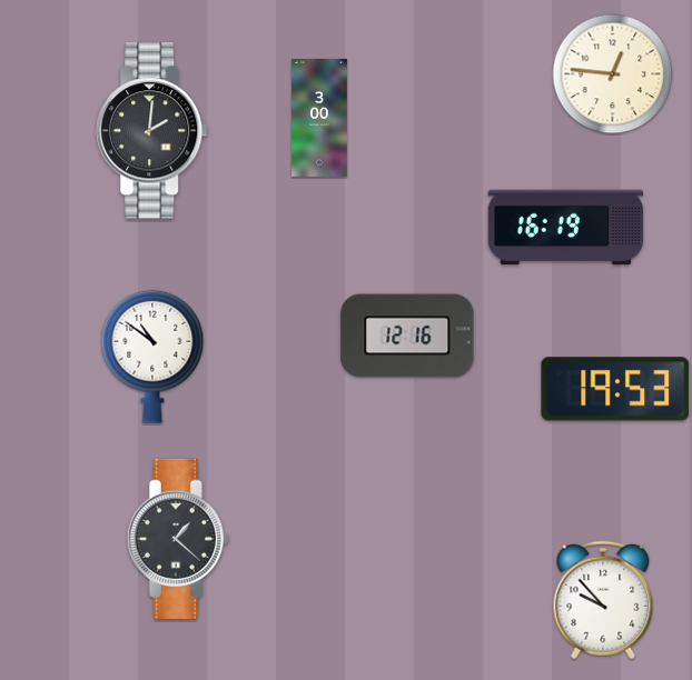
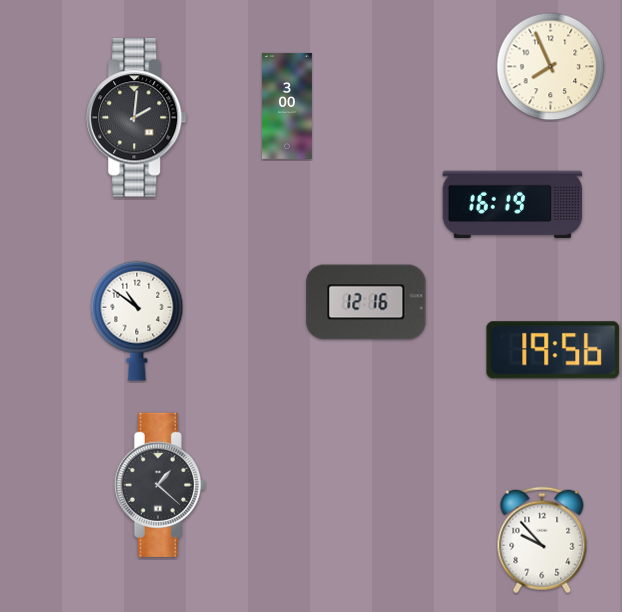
clock at (613, 74): 12:46 -> 7:56
clock at (566, 228) position: (566, 228) -> (513, 205)
clock at (615, 389): 19:53 -> 19:56
